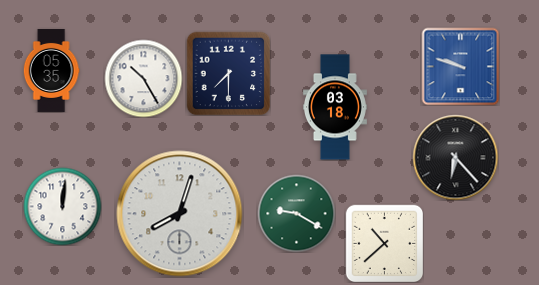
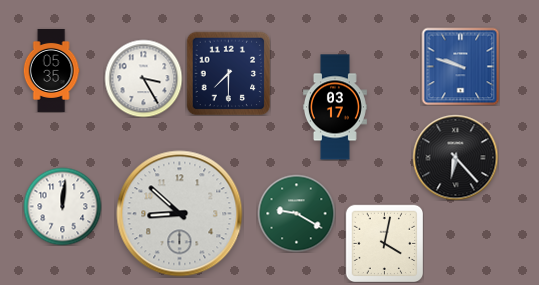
clock at (143, 78): 10:25 -> 3:25
clock at (335, 107): 03:18 -> 03:17
clock at (180, 214): 8:03 -> 8:52
clock at (384, 243): 10:38 -> 4:02
